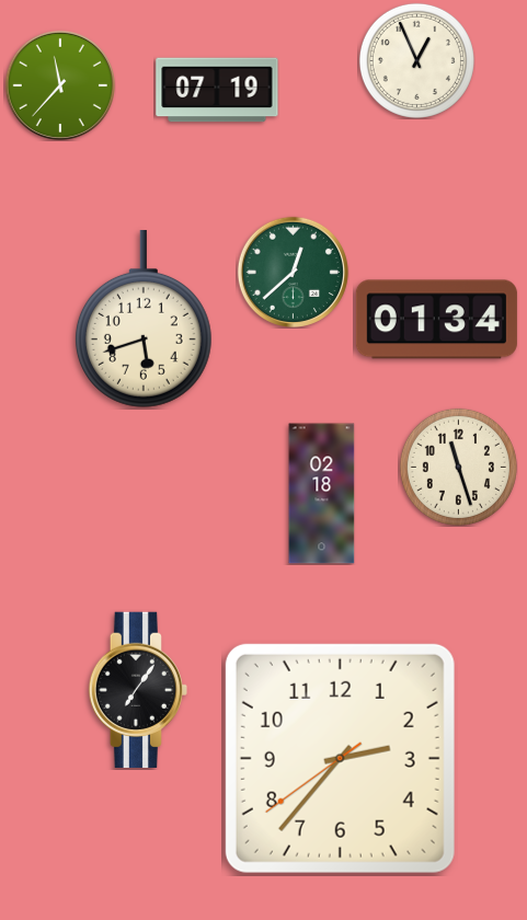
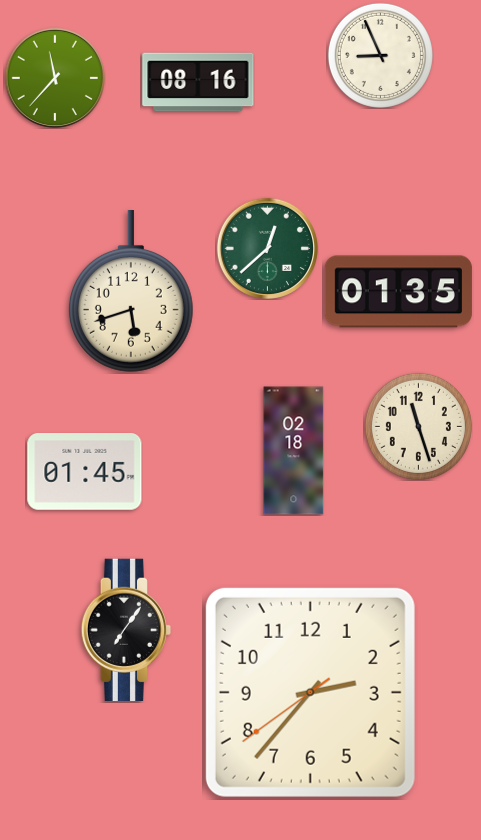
clock at (416, 60): 12:56 -> 8:56
clock at (217, 90): 07:19 -> 08:16
clock at (436, 320): 01:34 -> 01:35
clock at (85, 472): none -> 01:45
